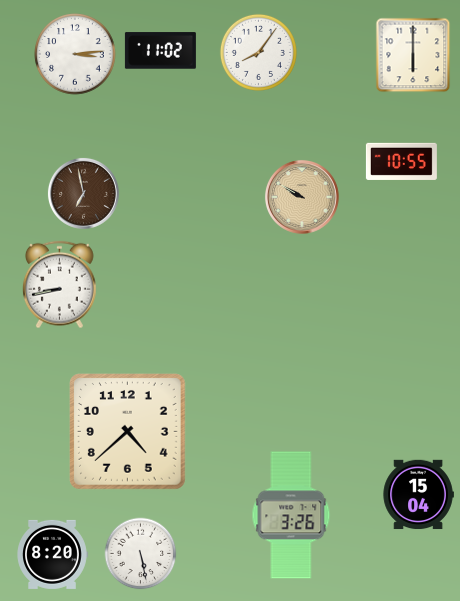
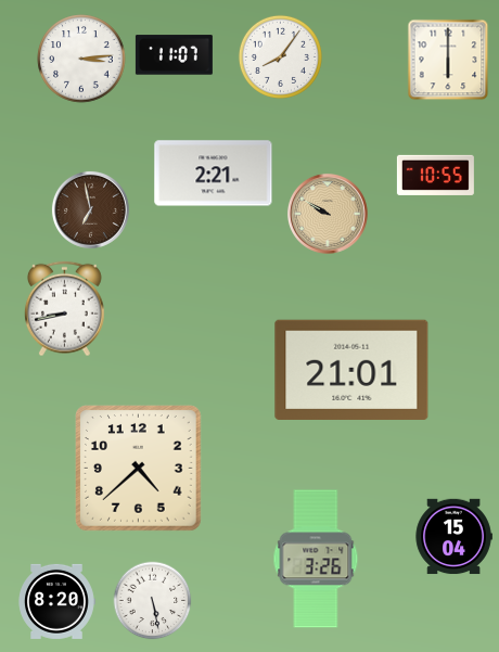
clock at (160, 51): 11:02 -> 11:07
clock at (214, 174): none -> 2:21
clock at (351, 370): none -> 21:01
